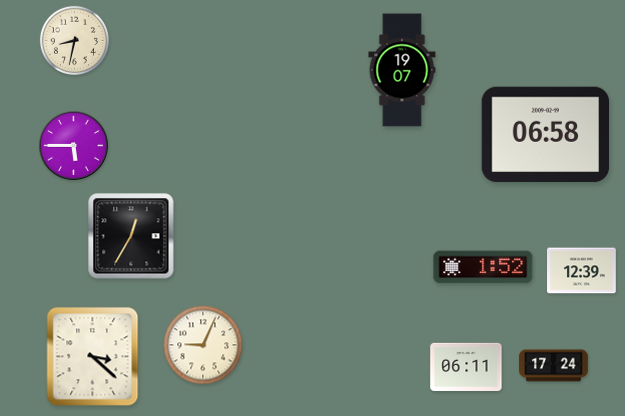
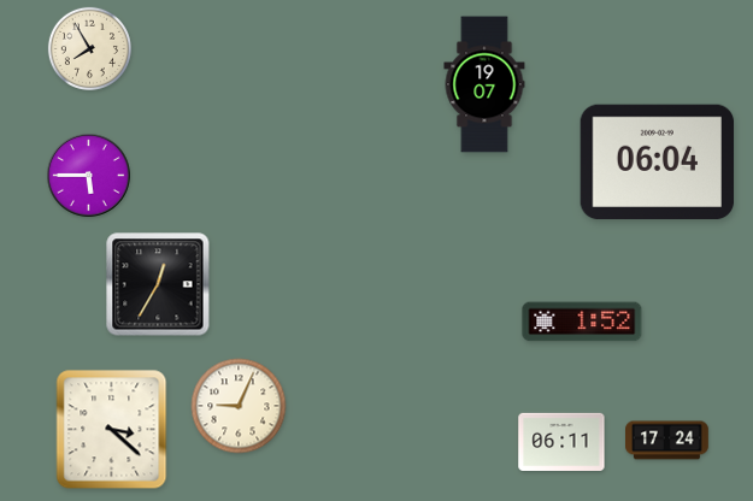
clock at (74, 40): 8:32 -> 7:55
clock at (546, 135): 06:58 -> 06:04
clock at (582, 271): 12:39 -> none
clock at (203, 345) position: (203, 345) -> (239, 406)
